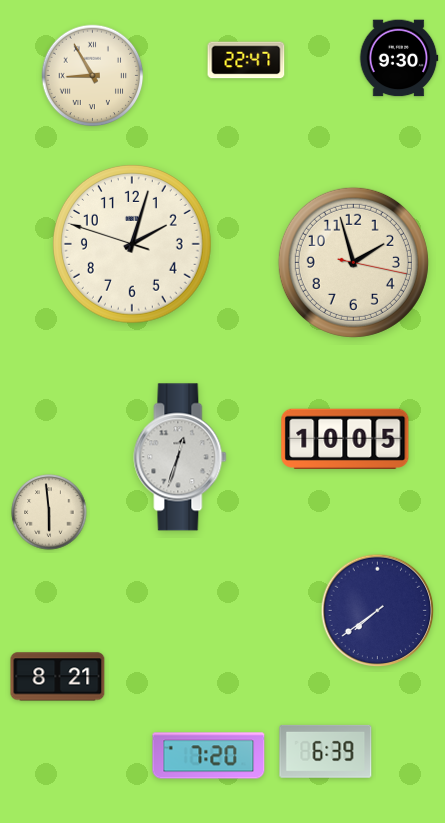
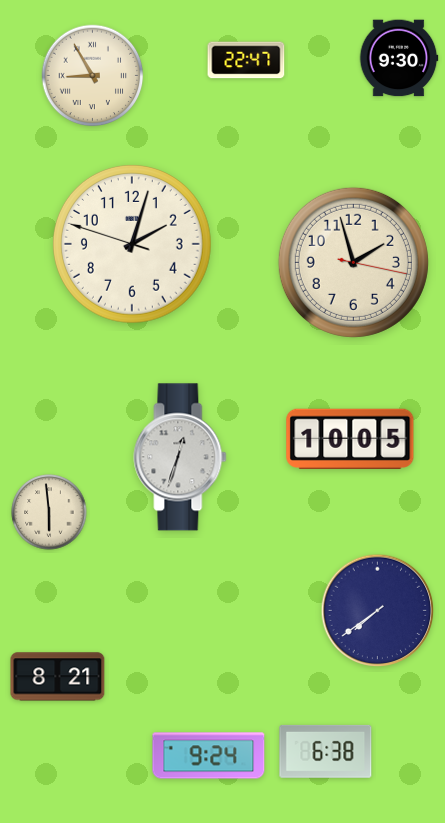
clock at (345, 439) position: (345, 439) -> (350, 439)
clock at (326, 751): 6:39 -> 6:38
clock at (209, 756): 7:20 -> 9:24
